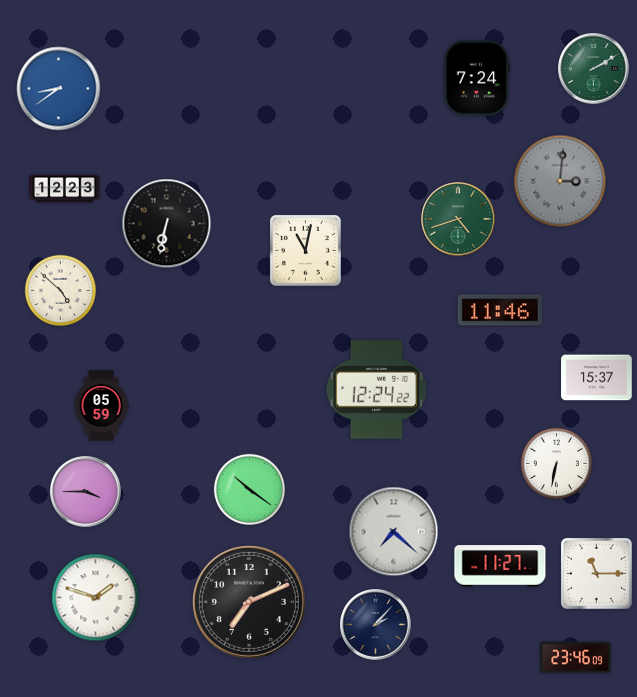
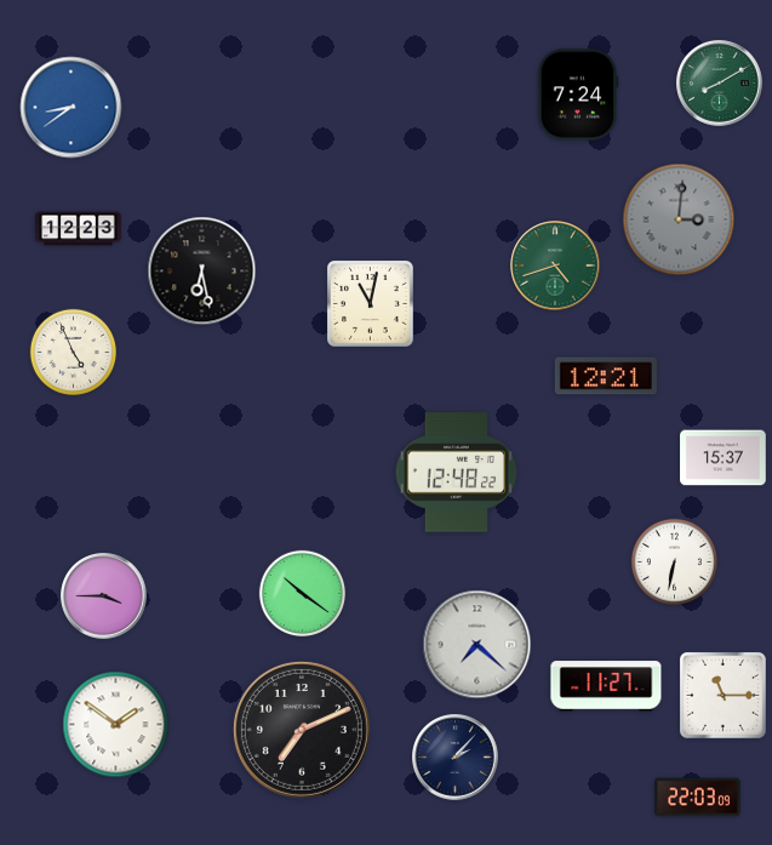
clock at (594, 69): 2:10 -> 8:10
clock at (167, 224): 6:32 -> 6:28
clock at (60, 290): 4:52 -> 4:56
clock at (500, 310): 11:46 -> 12:21
clock at (377, 390): 12:24 -> 12:48
clock at (101, 406): 05:59 -> none
clock at (96, 598): 1:48 -> 1:51
clock at (576, 658): 23:46 -> 22:03
